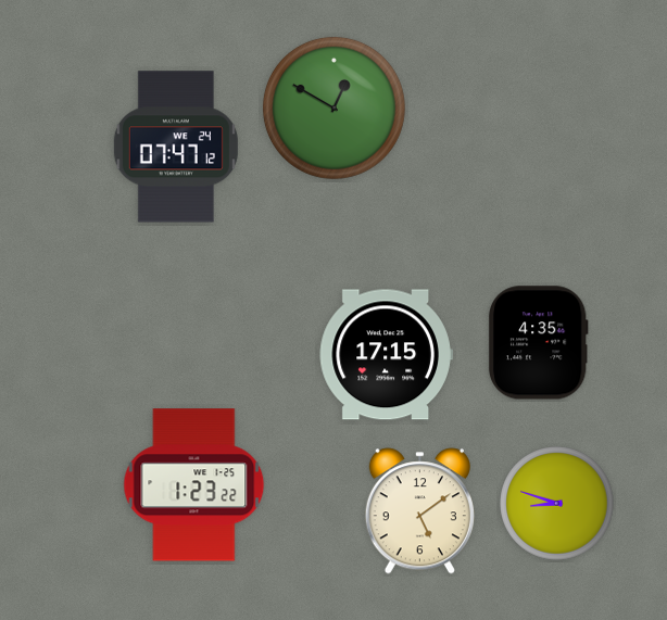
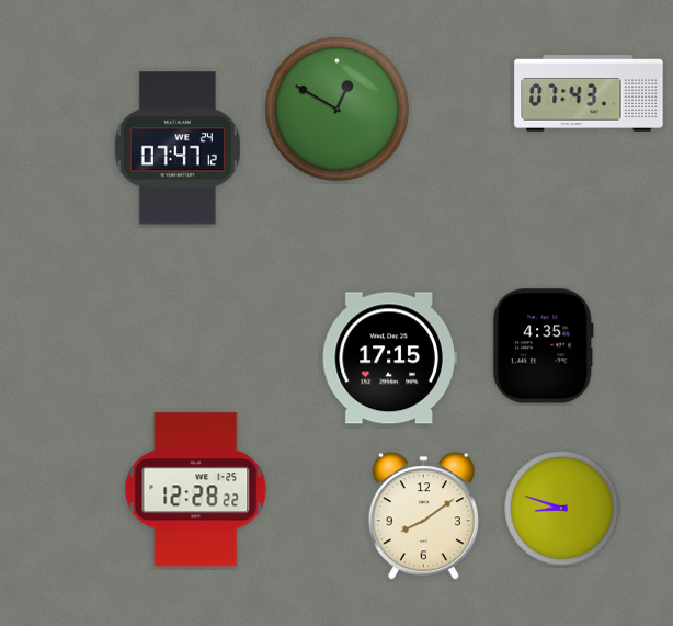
clock at (589, 93): none -> 07:43
clock at (194, 485): 1:23 -> 12:28
clock at (419, 511): 5:09 -> 8:09
